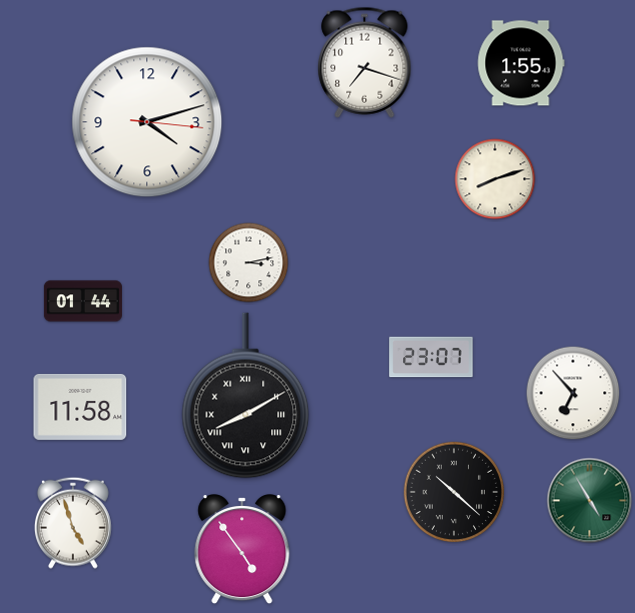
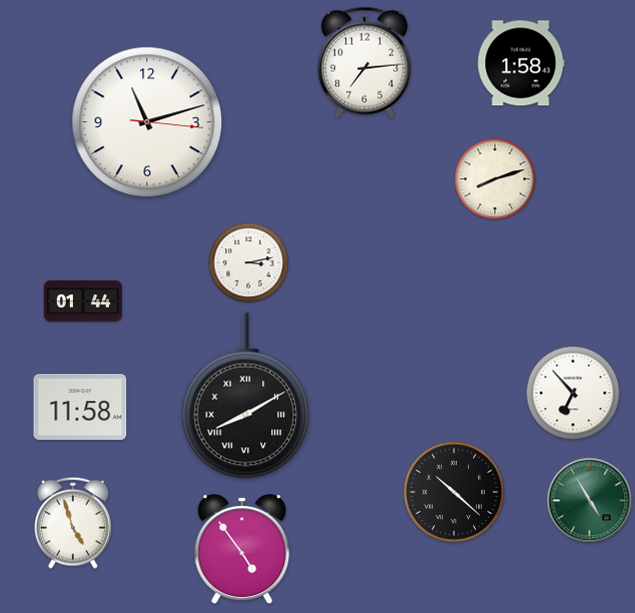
clock at (365, 62): 7:18 -> 7:14
clock at (521, 63): 1:55 -> 1:58
clock at (147, 122): 4:12 -> 11:12
clock at (431, 357): 23:07 -> none
